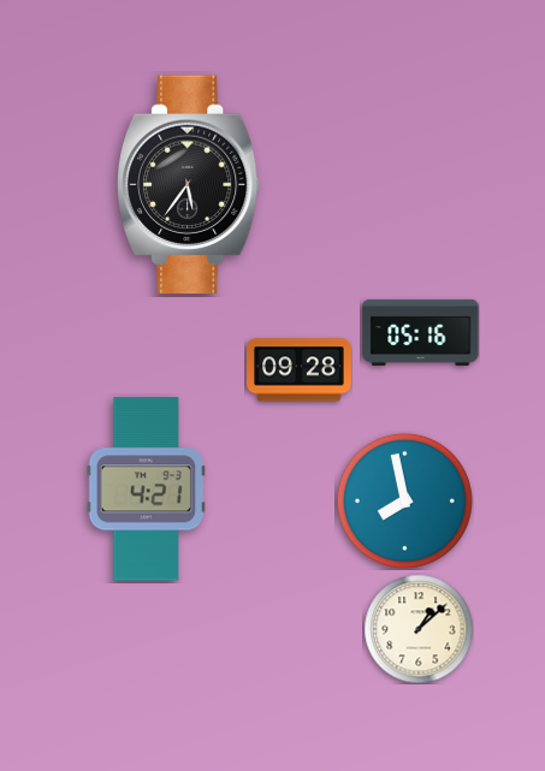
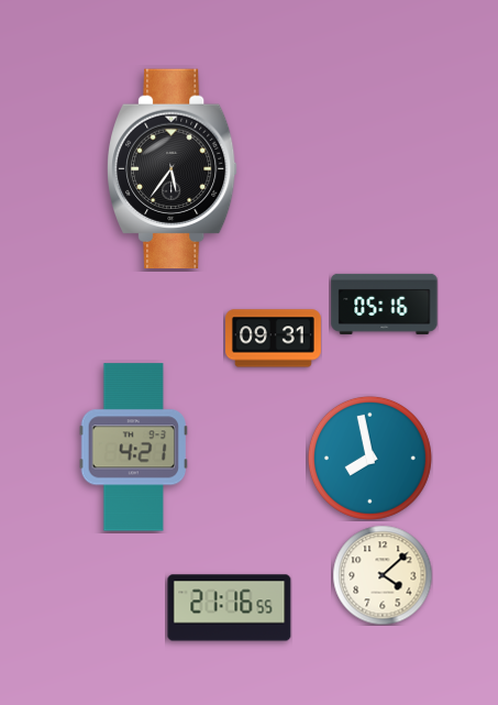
clock at (300, 370): 09:28 -> 09:31
clock at (419, 629): 1:08 -> 4:08
clock at (230, 608): none -> 21:16
